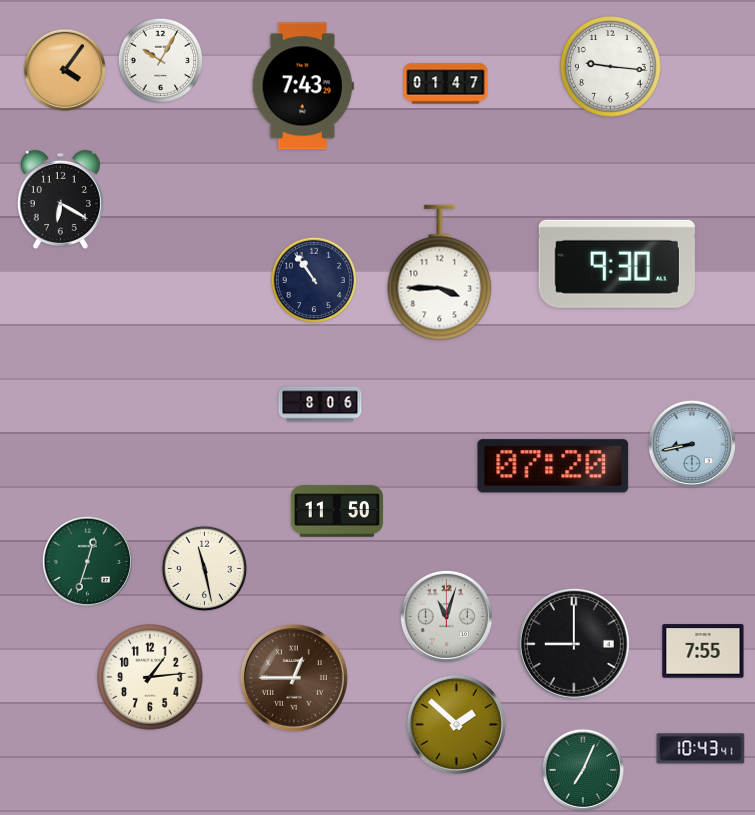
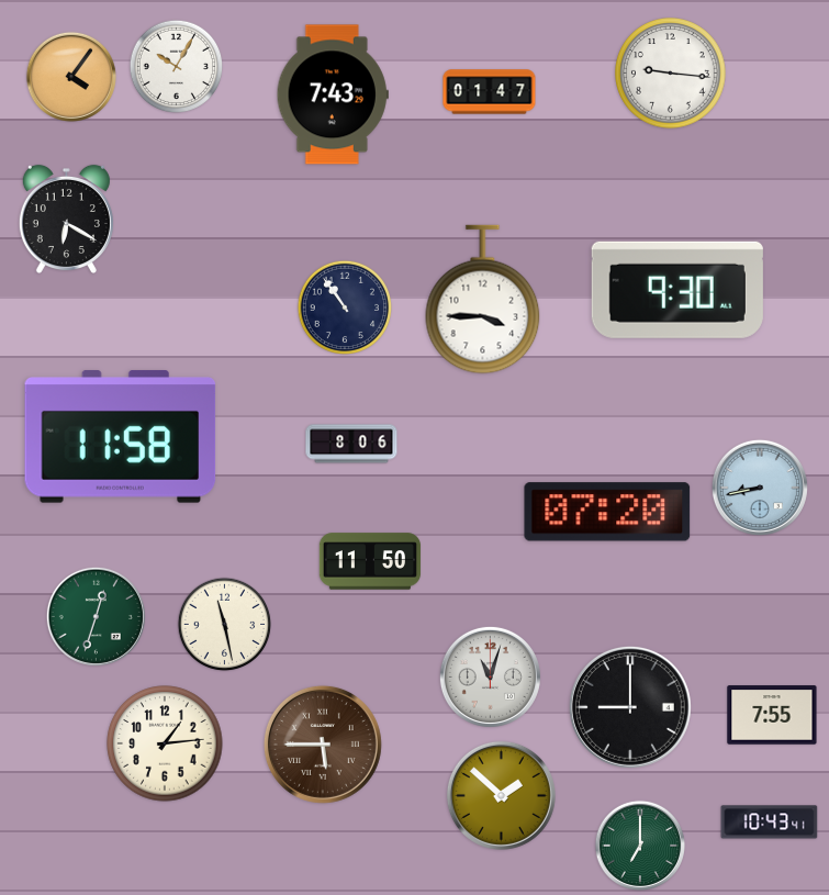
clock at (121, 437): none -> 11:58
clock at (294, 678): 12:45 -> 5:45
clock at (582, 769): 7:04 -> 7:00
